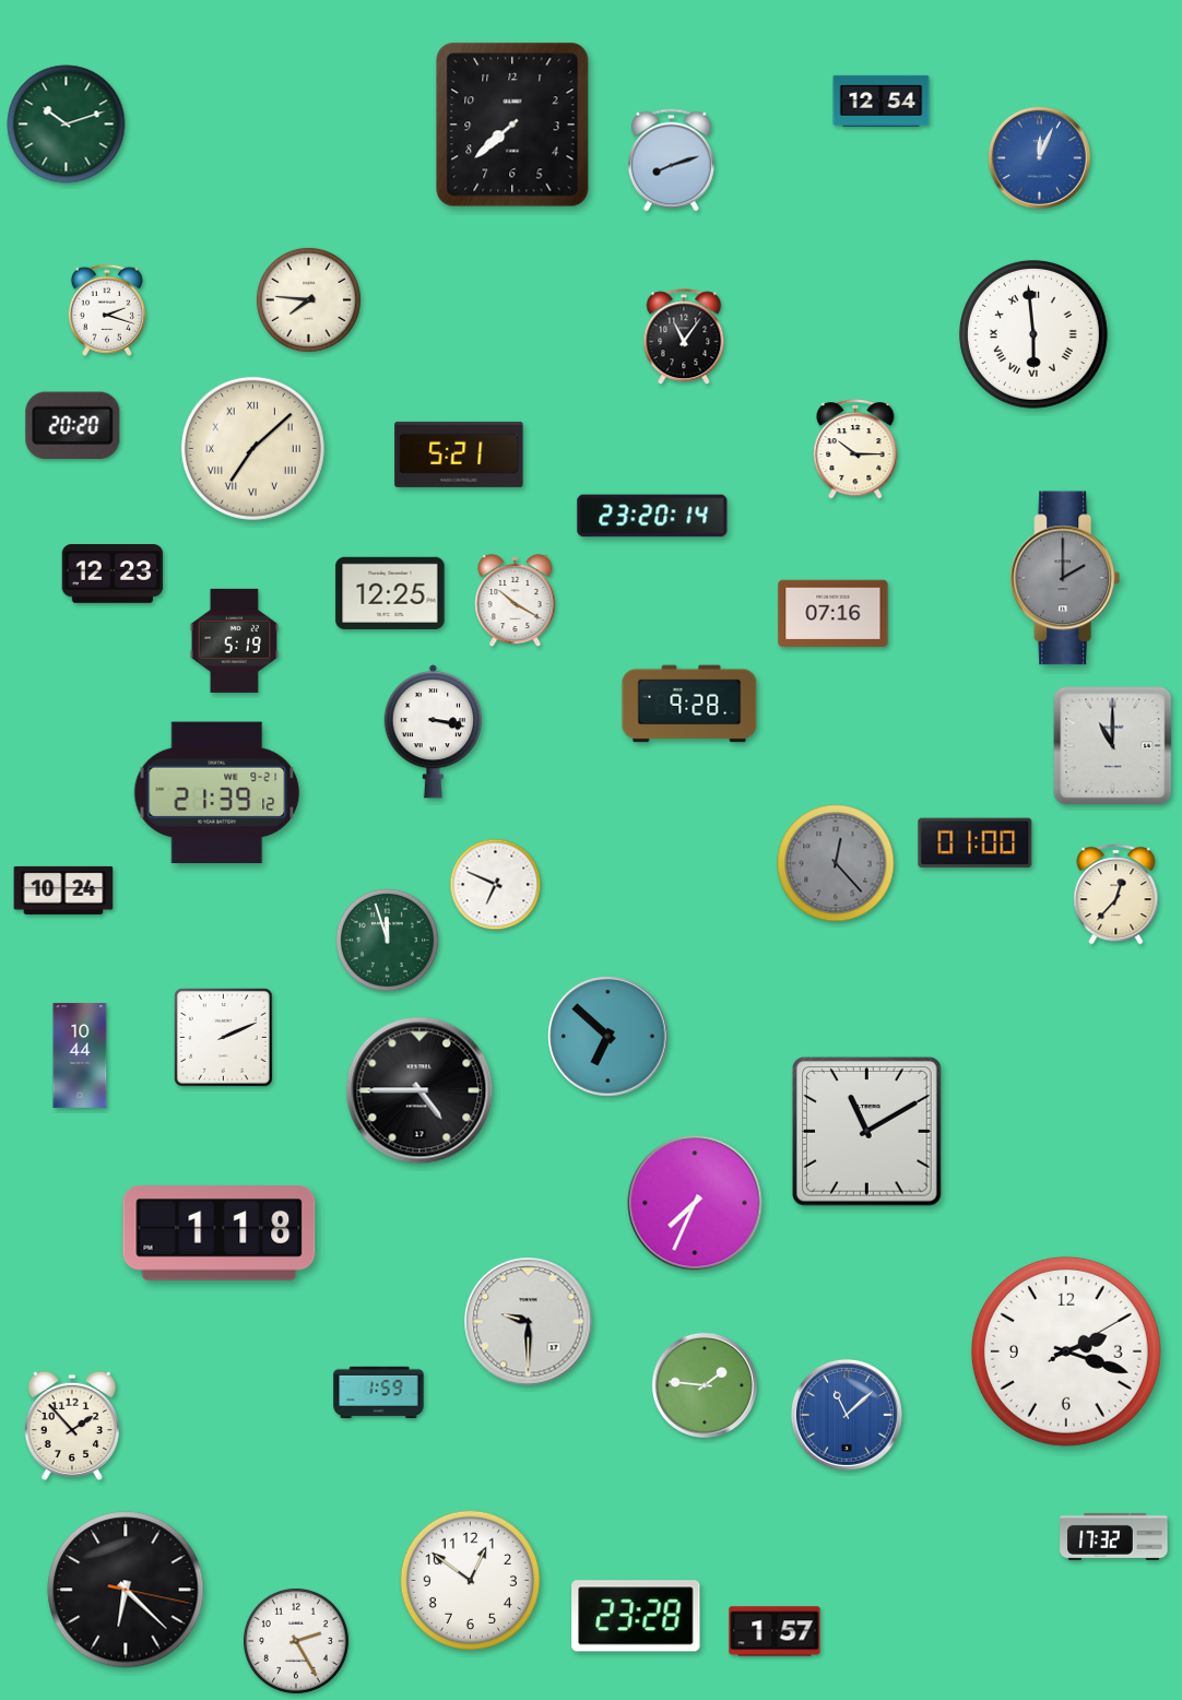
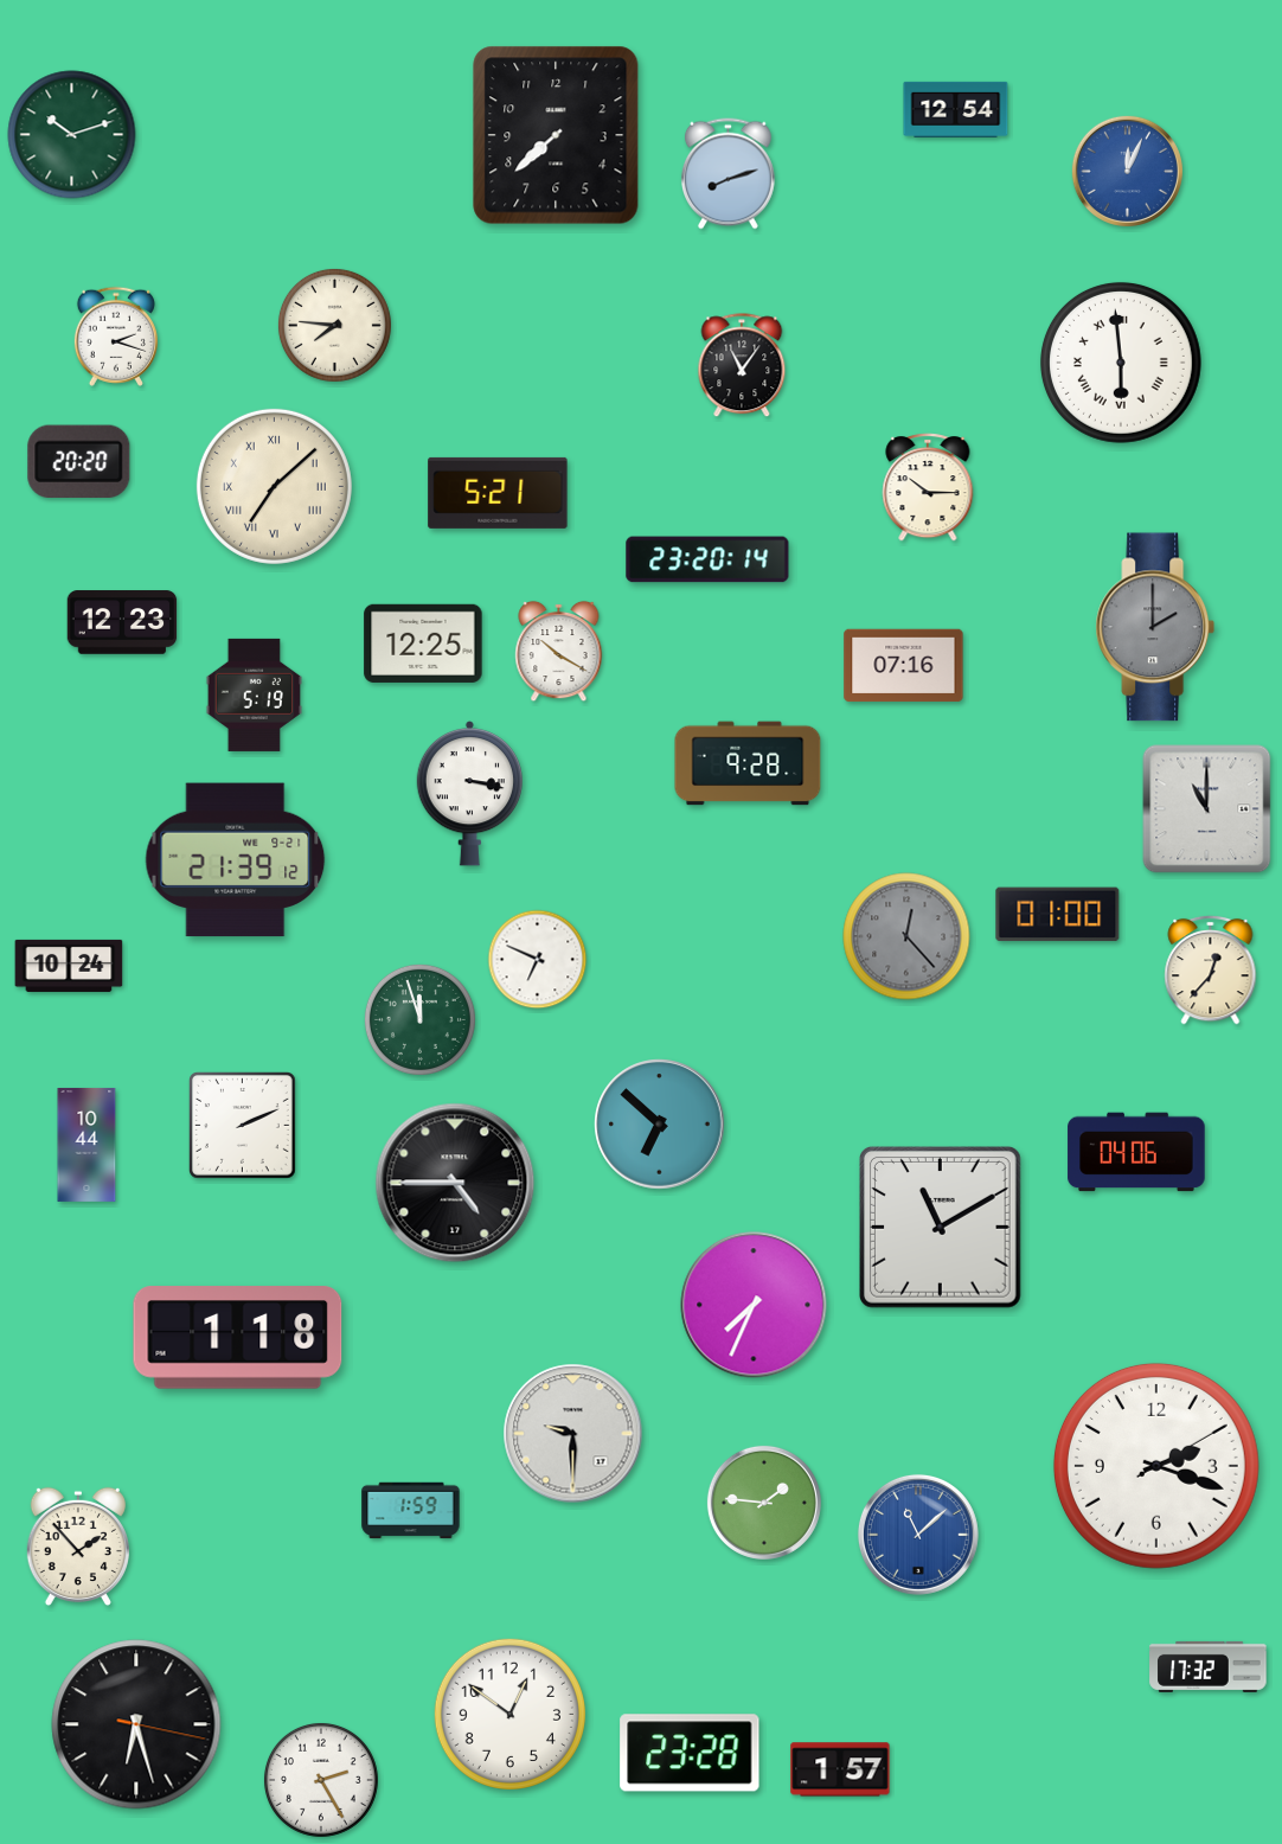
clock at (1136, 1152): none -> 04:06
clock at (126, 1590): 6:22 -> 6:27
